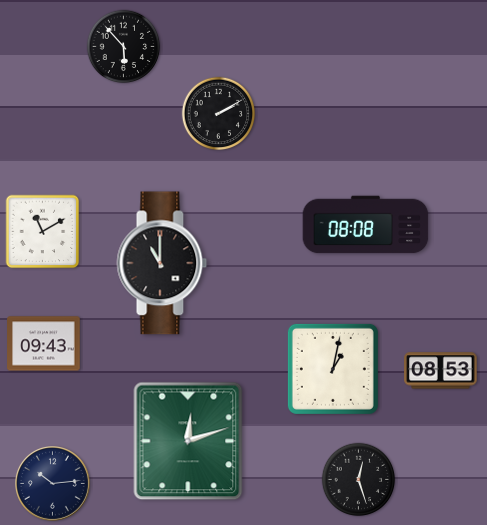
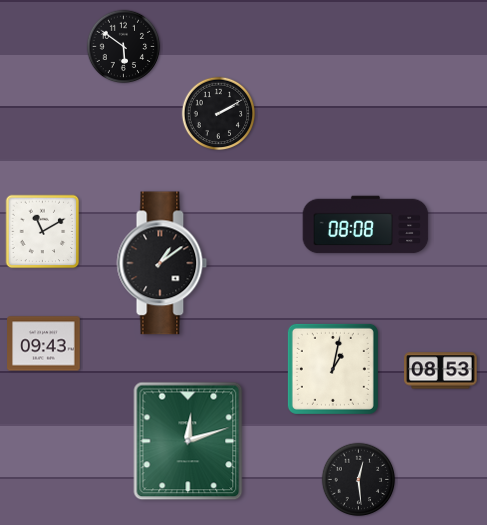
clock at (124, 47): 5:53 -> 5:51
clock at (162, 263): 11:00 -> 1:09
clock at (359, 480): 12:27 -> 12:29
clock at (53, 484): 10:14 -> none
